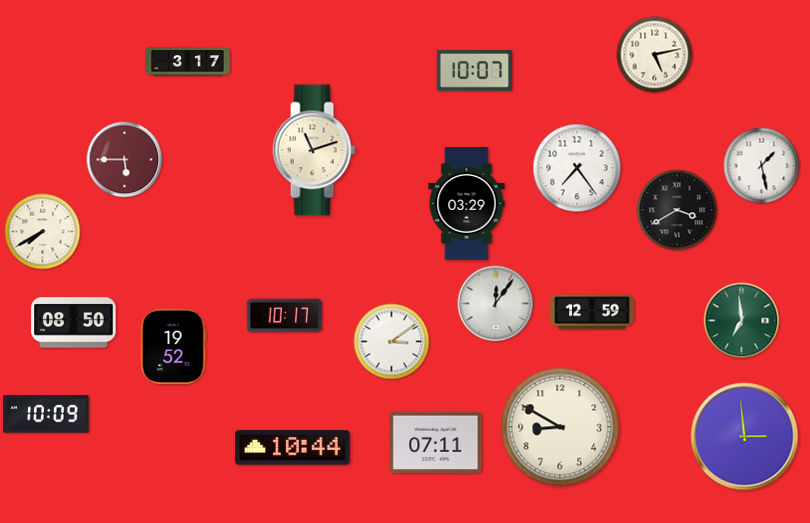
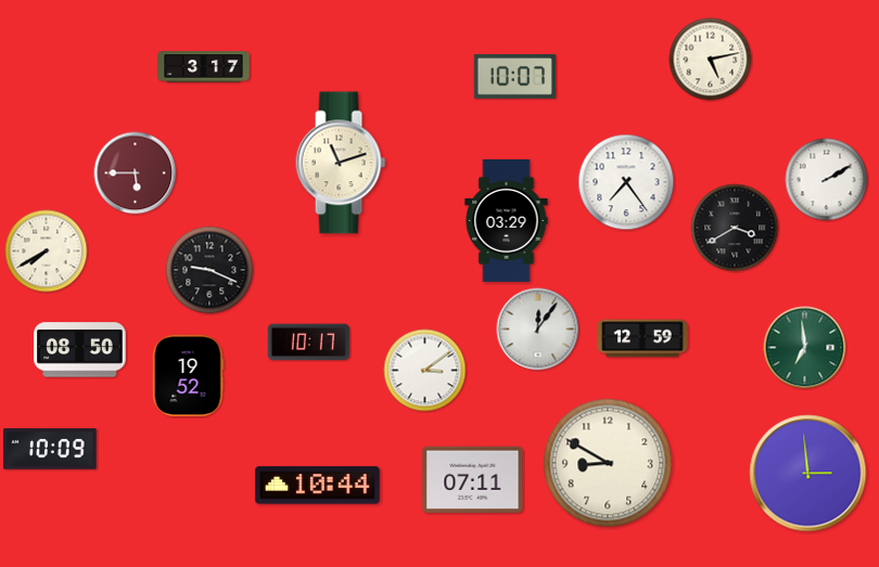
clock at (762, 166): 1:28 -> 2:10
clock at (209, 270): none -> 9:19
